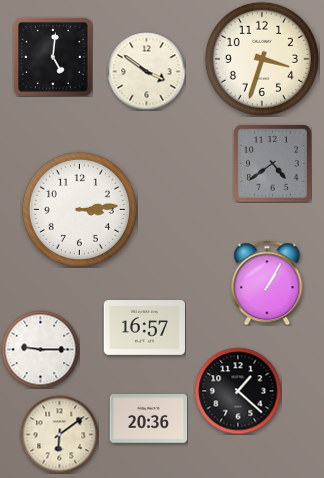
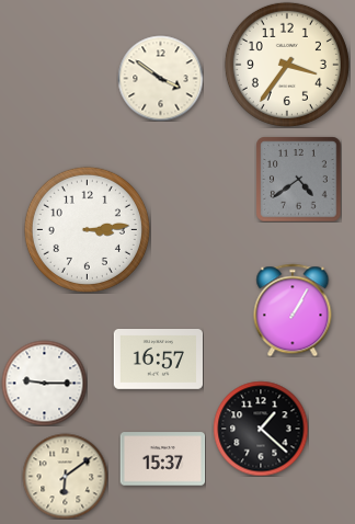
clock at (53, 57): 5:01 -> none
clock at (262, 59): 3:33 -> 3:36
clock at (148, 419): 20:36 -> 15:37
